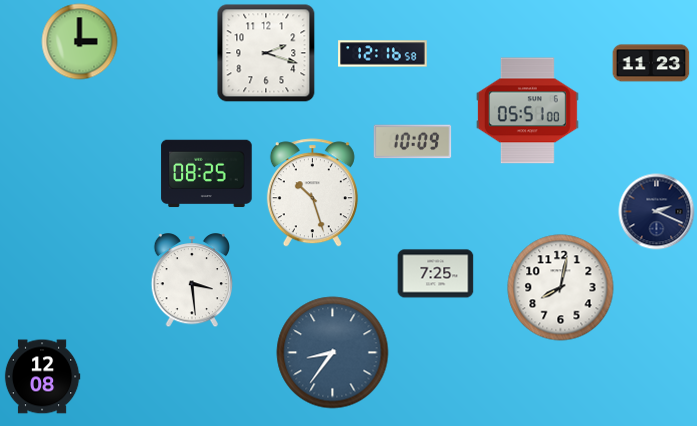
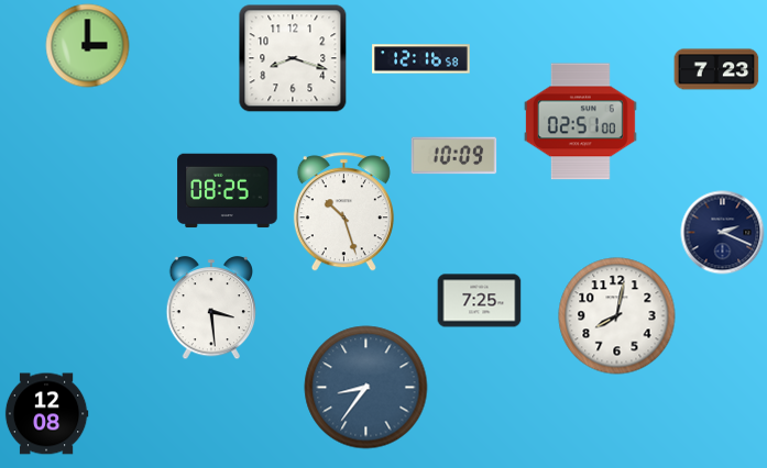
clock at (266, 53): 2:18 -> 8:18
clock at (651, 63): 11:23 -> 7:23
clock at (527, 111): 05:51 -> 02:51
